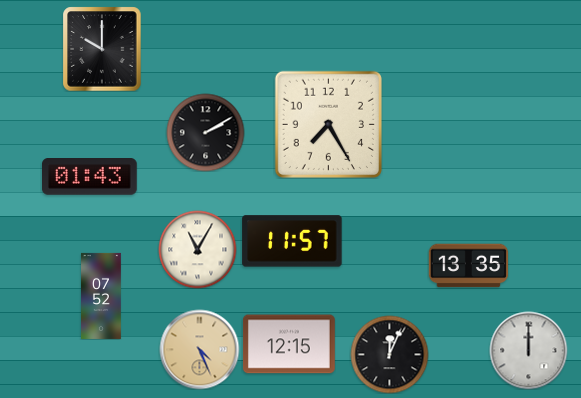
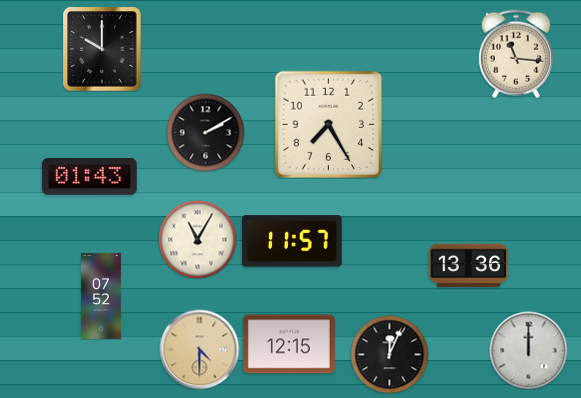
clock at (516, 54): none -> 11:16
clock at (197, 249) position: (197, 249) -> (197, 239)
clock at (468, 266): 13:35 -> 13:36
clock at (199, 349): 4:26 -> 4:30
